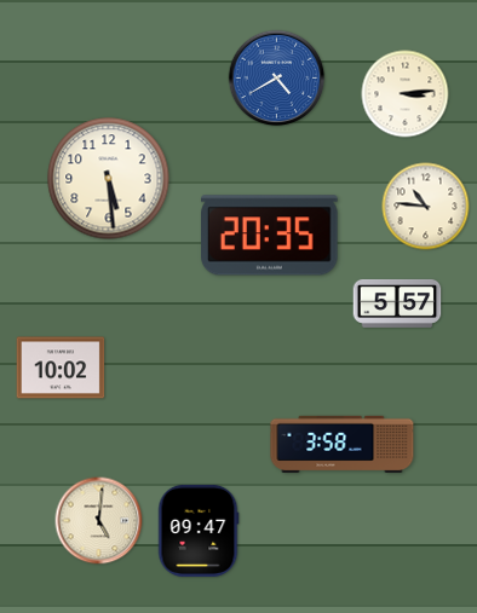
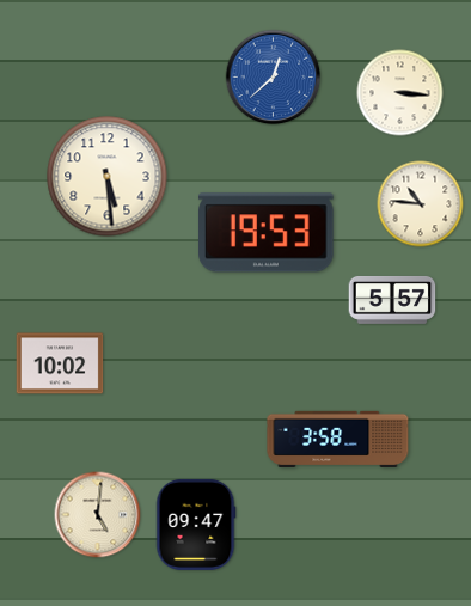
clock at (277, 79): 4:40 -> 12:38
clock at (406, 94): 3:14 -> 3:16
clock at (270, 236): 20:35 -> 19:53
